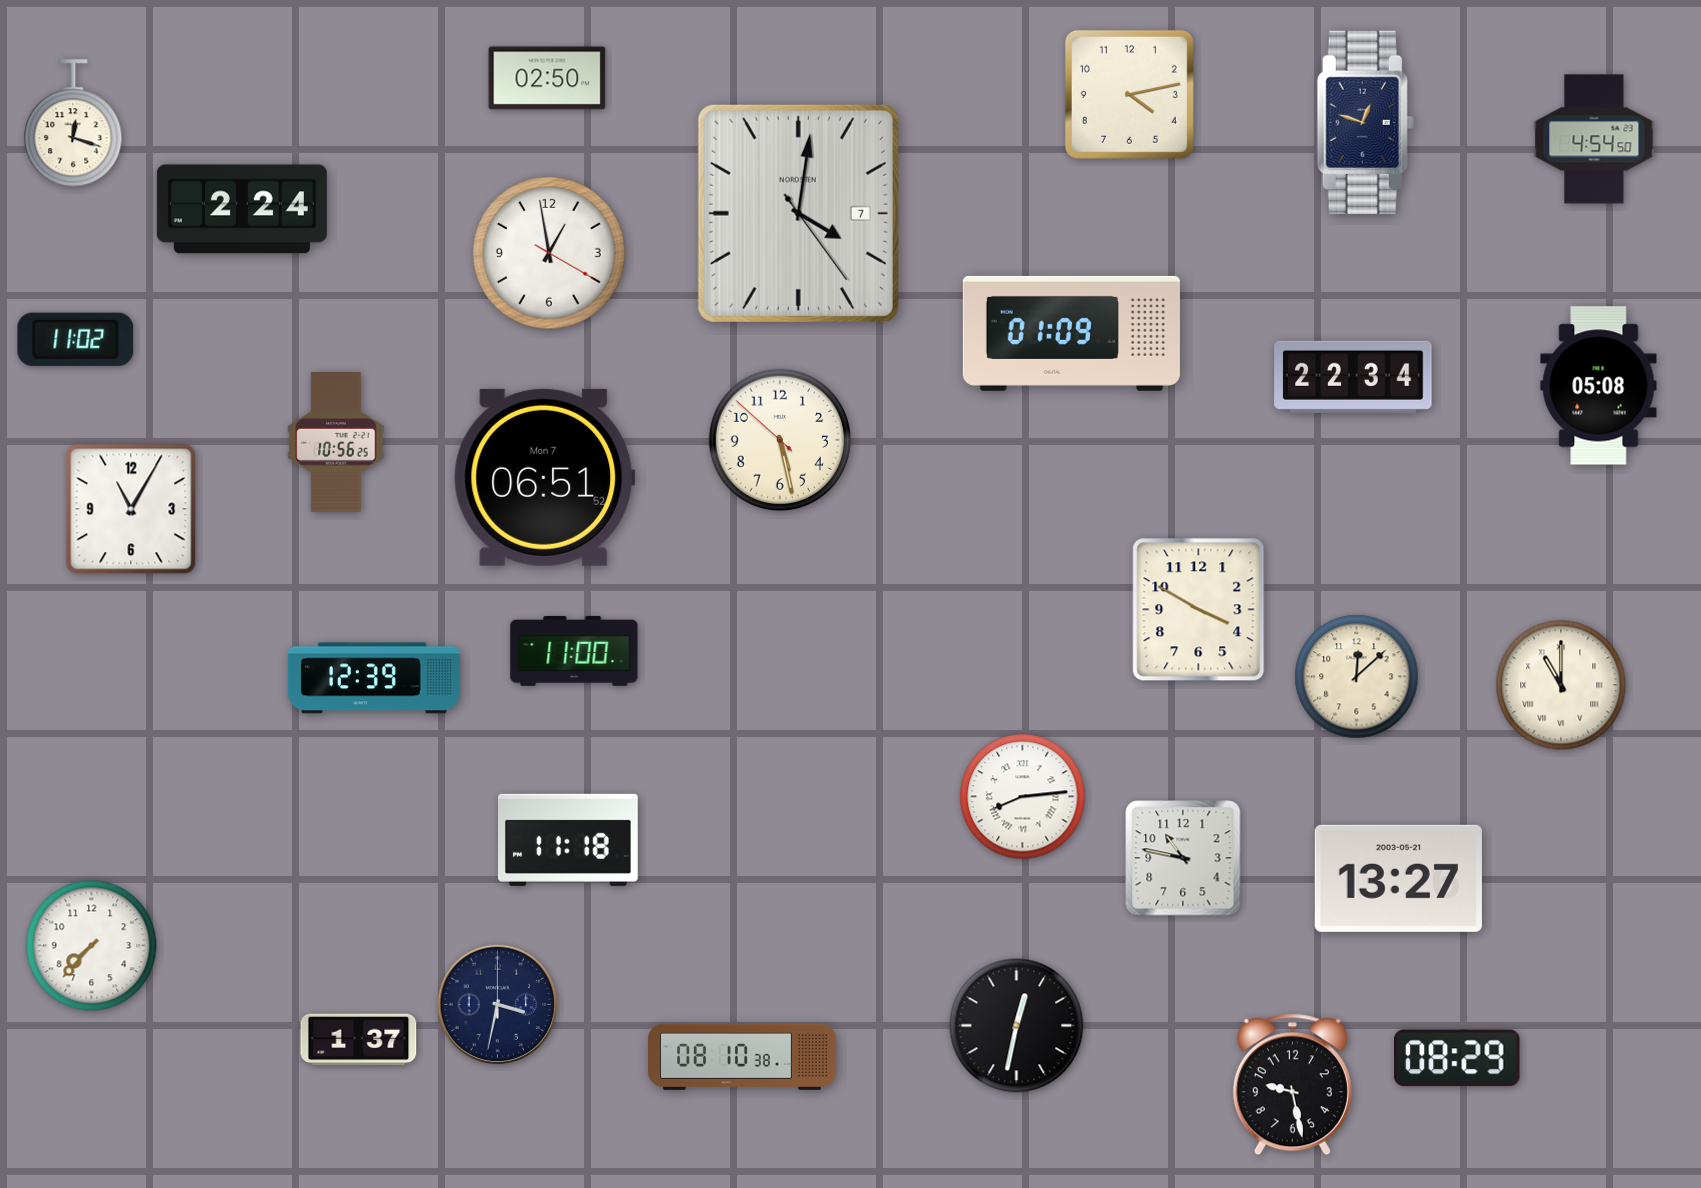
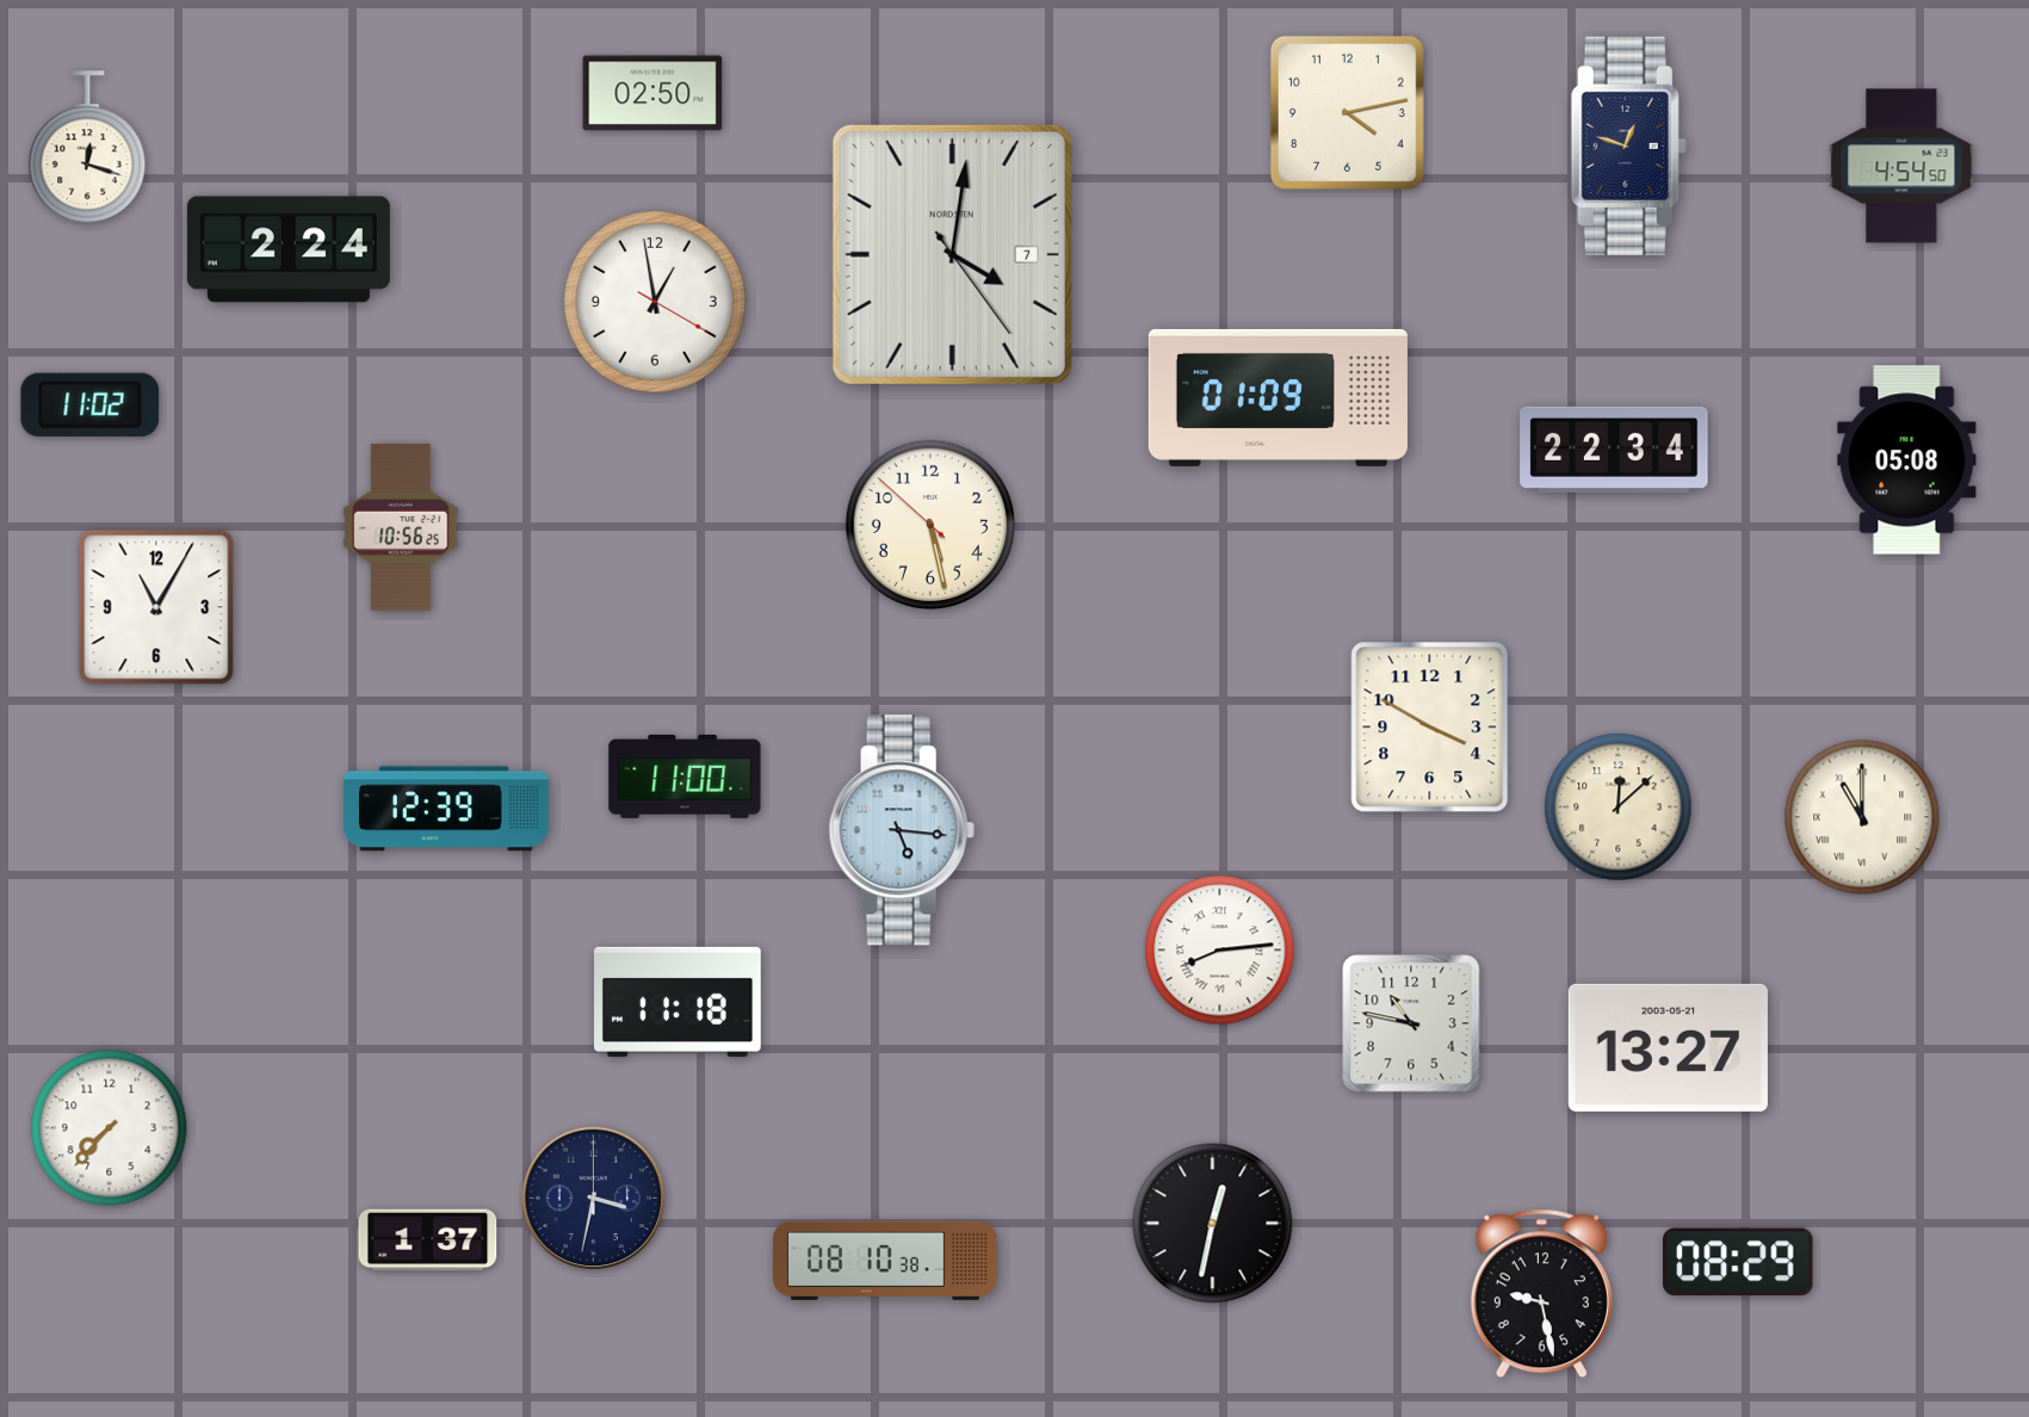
clock at (545, 477): 06:51 -> none
clock at (902, 830): none -> 5:16
